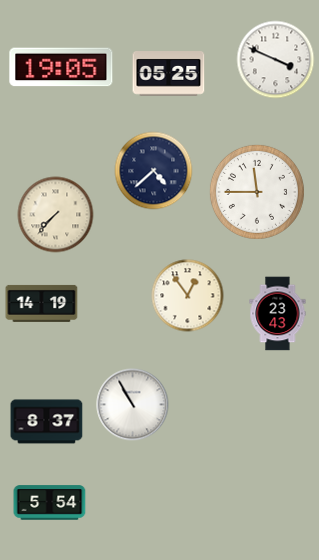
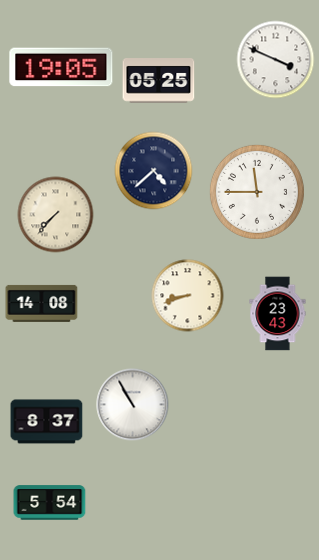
clock at (169, 74) position: (169, 74) -> (159, 81)
clock at (188, 296): 12:54 -> 8:42
clock at (42, 303): 14:19 -> 14:08
